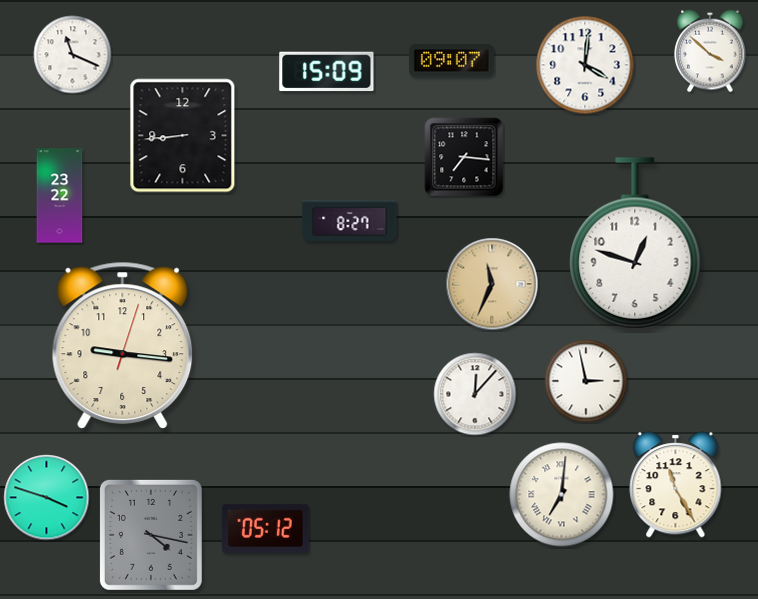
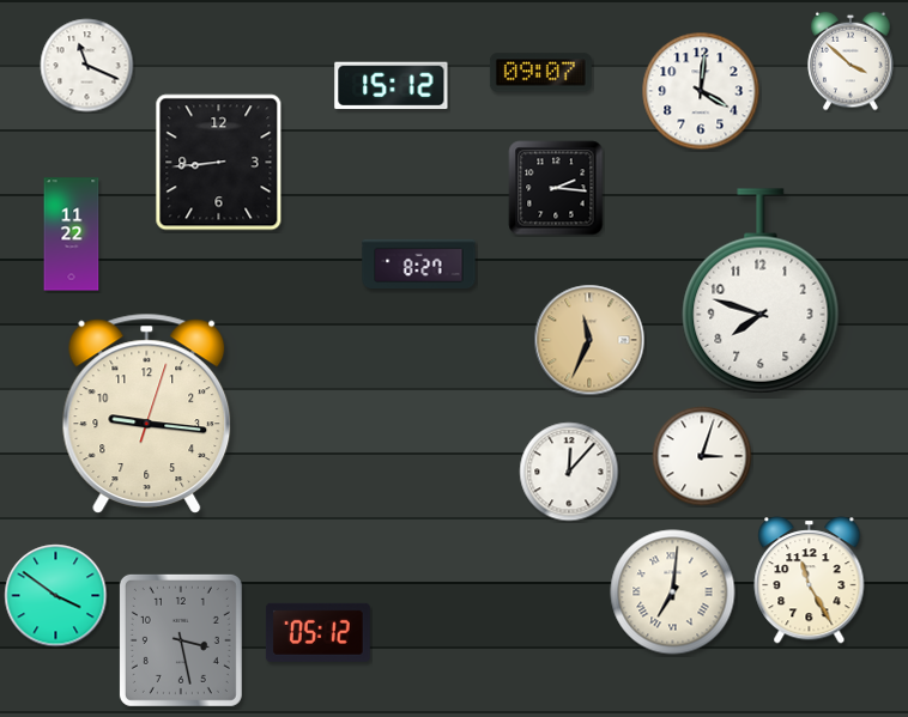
clock at (585, 65) position: (585, 65) -> (701, 91)
clock at (327, 72): 15:09 -> 15:12
clock at (464, 157): 7:16 -> 2:16
clock at (60, 196): 23:22 -> 11:22
clock at (635, 243): 12:48 -> 7:48
clock at (586, 381): 2:58 -> 3:03
clock at (47, 498): 3:48 -> 3:51
clock at (151, 535): 4:17 -> 3:28
